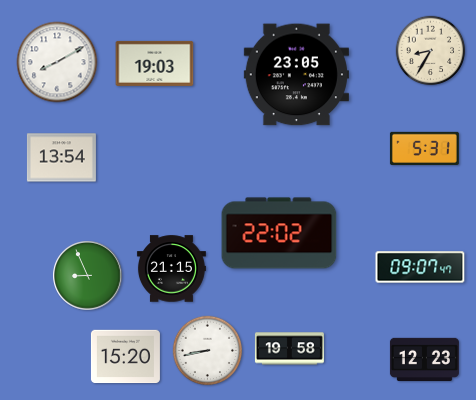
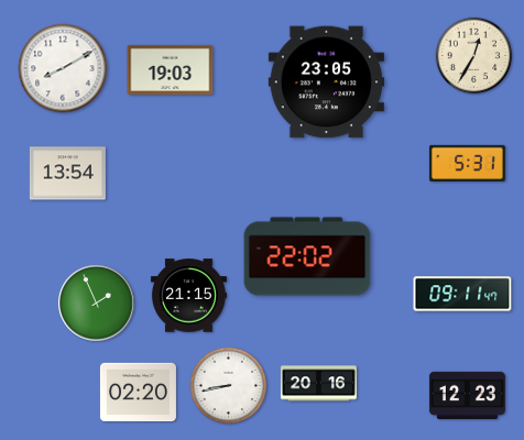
clock at (431, 51): 8:35 -> 12:35
clock at (420, 267): 09:07 -> 09:11
clock at (88, 276): 8:56 -> 1:56
clock at (289, 349): 19:58 -> 20:16
clock at (125, 357): 15:20 -> 02:20
